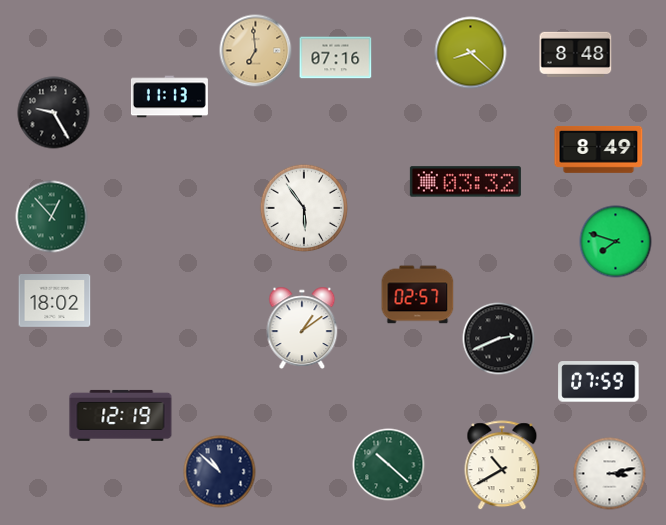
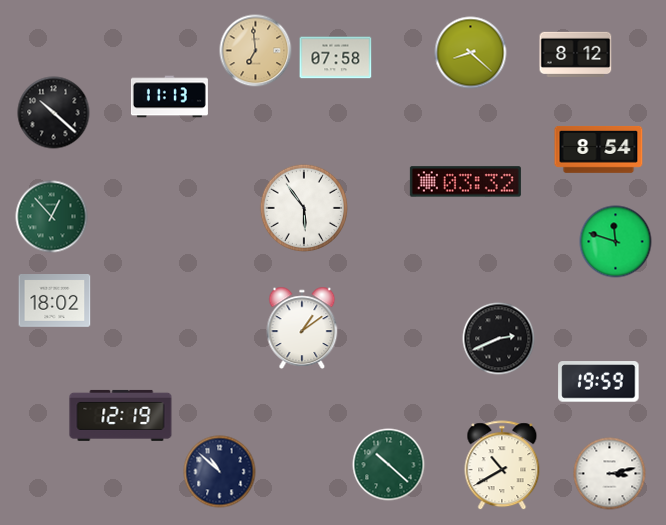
clock at (576, 54): 8:48 -> 8:12
clock at (336, 58): 07:16 -> 07:58
clock at (54, 113): 9:25 -> 10:22
clock at (599, 149): 8:49 -> 8:54
clock at (616, 242): 7:48 -> 11:48
clock at (418, 295): 02:57 -> none
clock at (599, 382): 07:59 -> 19:59
